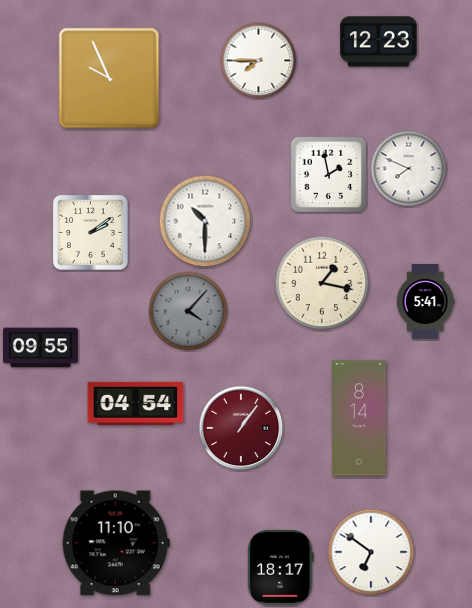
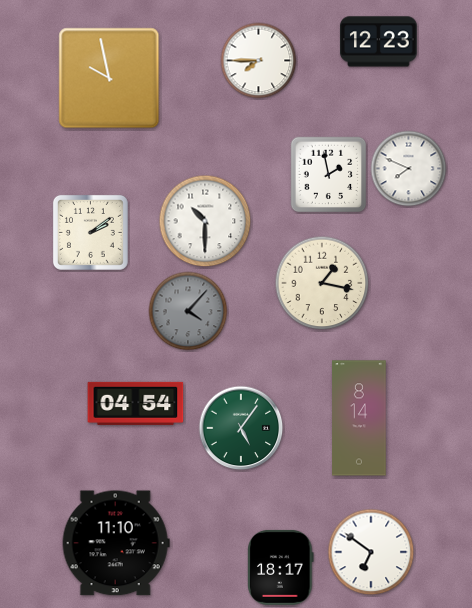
clock at (109, 78): 9:56 -> 9:58
clock at (425, 301): 5:41 -> none
clock at (40, 348): 09:55 -> none
clock at (241, 428): 1:06 -> 5:06
clock at (241, 428) dial: burgundy -> green
